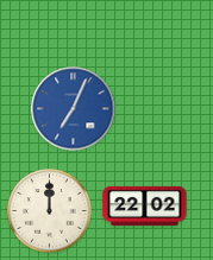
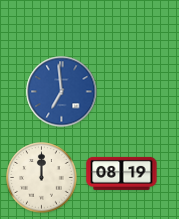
clock at (74, 109): 7:04 -> 6:59
clock at (145, 205): 22:02 -> 08:19
